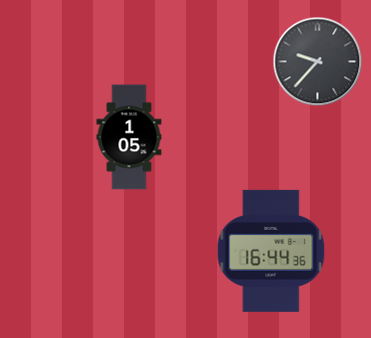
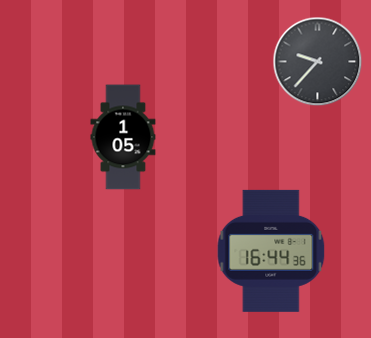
clock at (129, 137) position: (129, 137) -> (123, 137)
